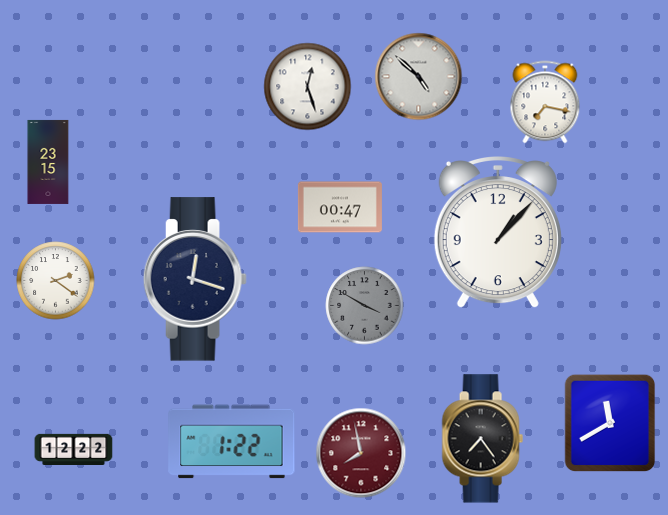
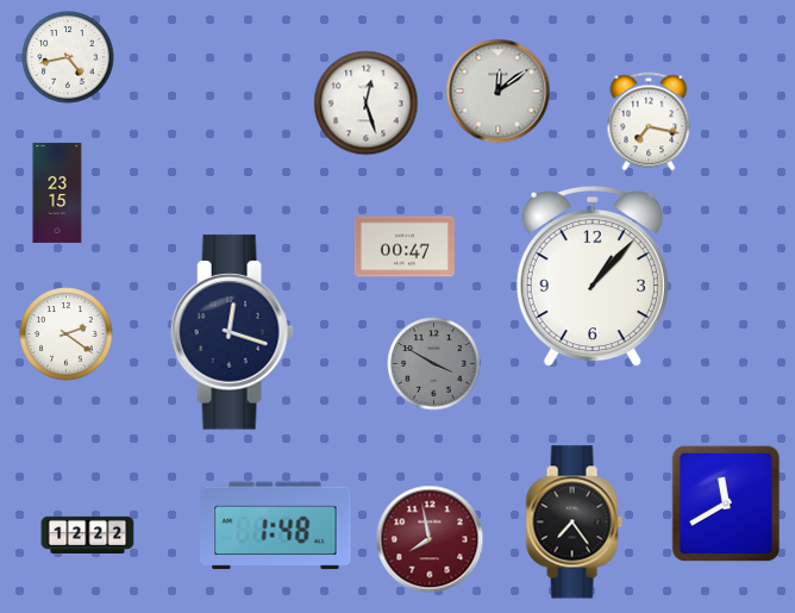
clock at (68, 57): none -> 4:43
clock at (419, 77): 4:52 -> 12:09
clock at (232, 442): 1:22 -> 1:48
